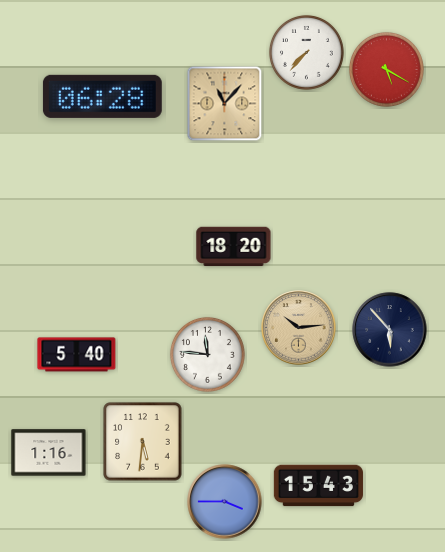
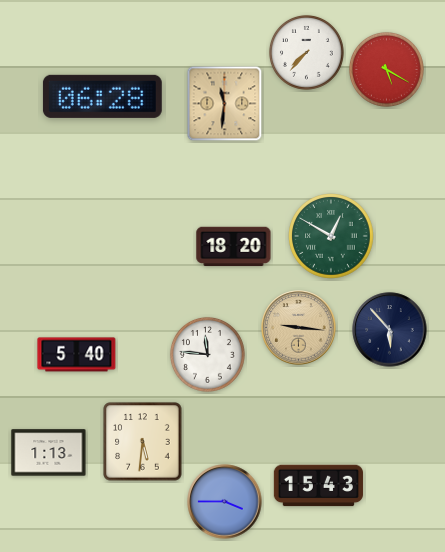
clock at (225, 104): 11:07 -> 11:31
clock at (331, 236): none -> 12:50
clock at (299, 328): 10:14 -> 9:16
clock at (49, 453): 1:16 -> 1:13
